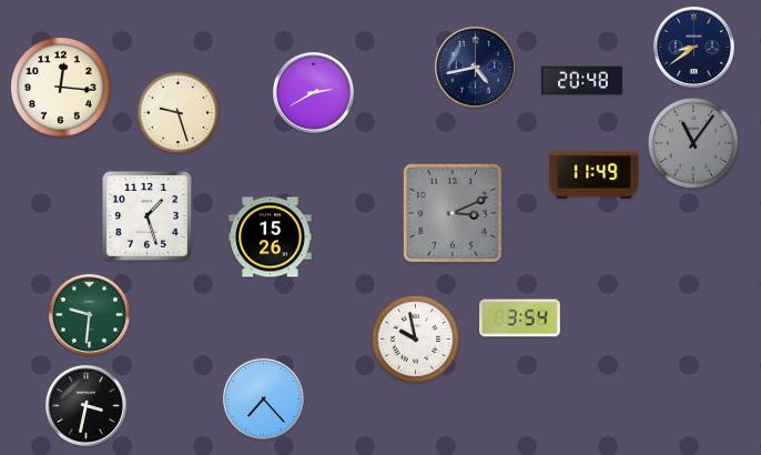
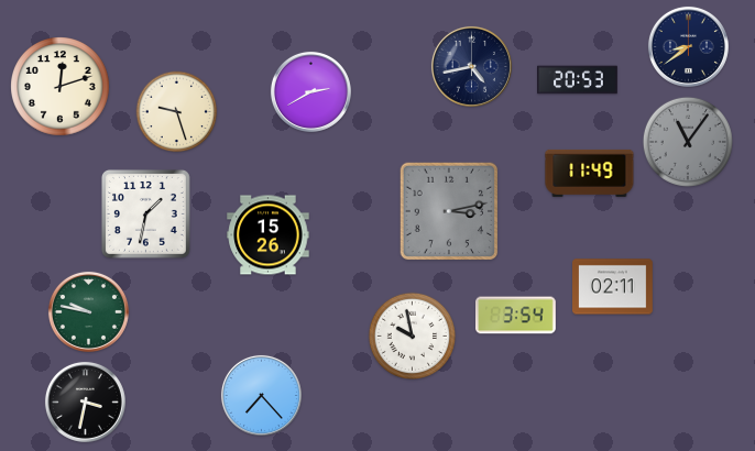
clock at (582, 81): 20:48 -> 20:53
clock at (61, 88): 12:16 -> 12:12
clock at (453, 213): 3:11 -> 3:13
clock at (146, 215): 1:27 -> 1:32
clock at (613, 287): none -> 02:11
clock at (89, 314): 9:31 -> 9:47
